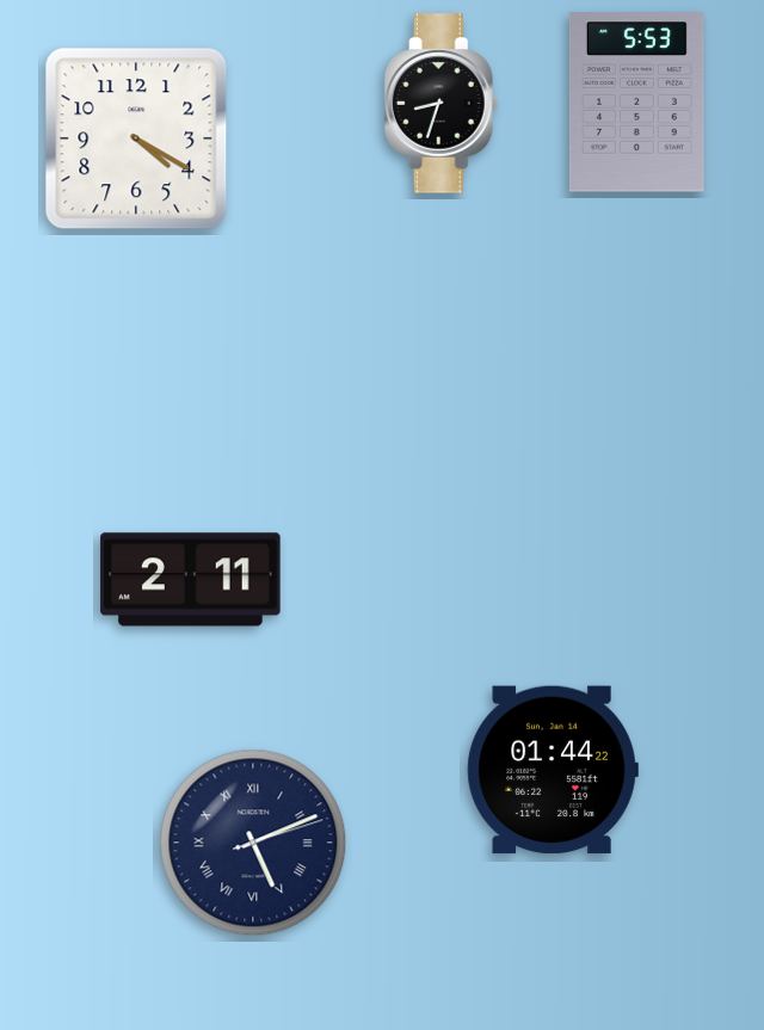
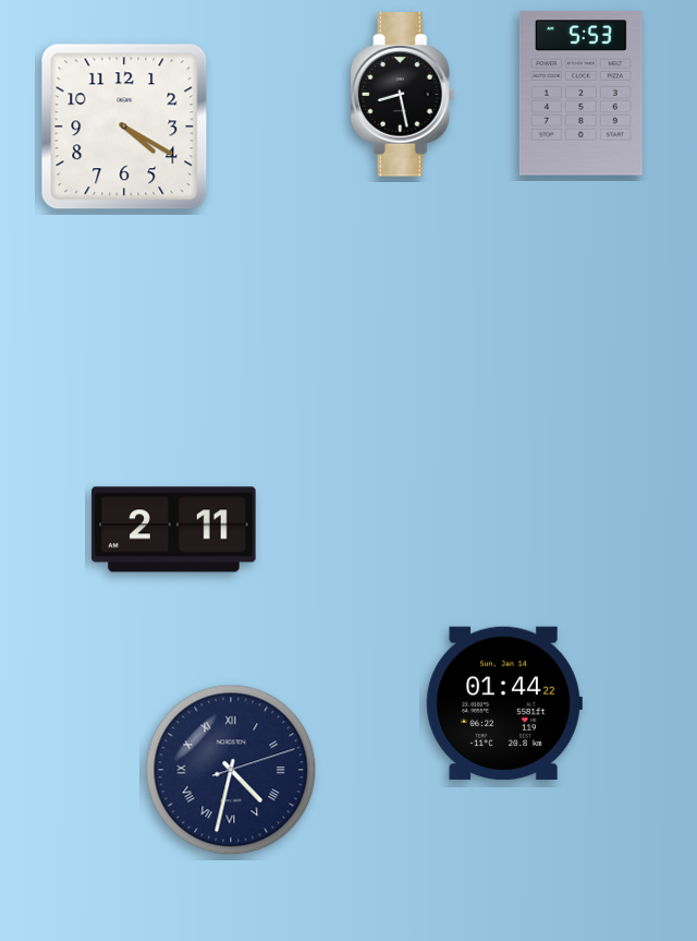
clock at (442, 104): 8:33 -> 8:28
clock at (253, 843): 5:11 -> 4:32
